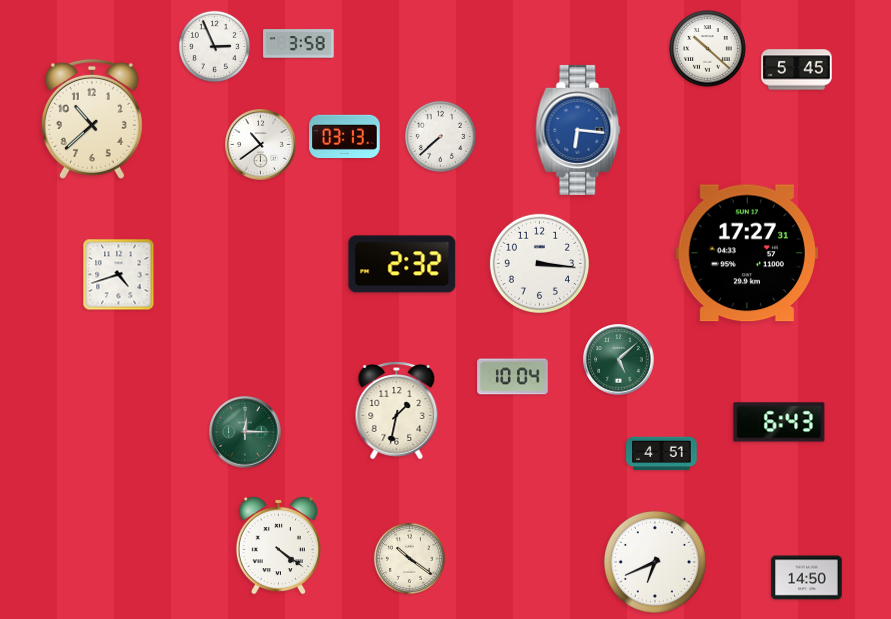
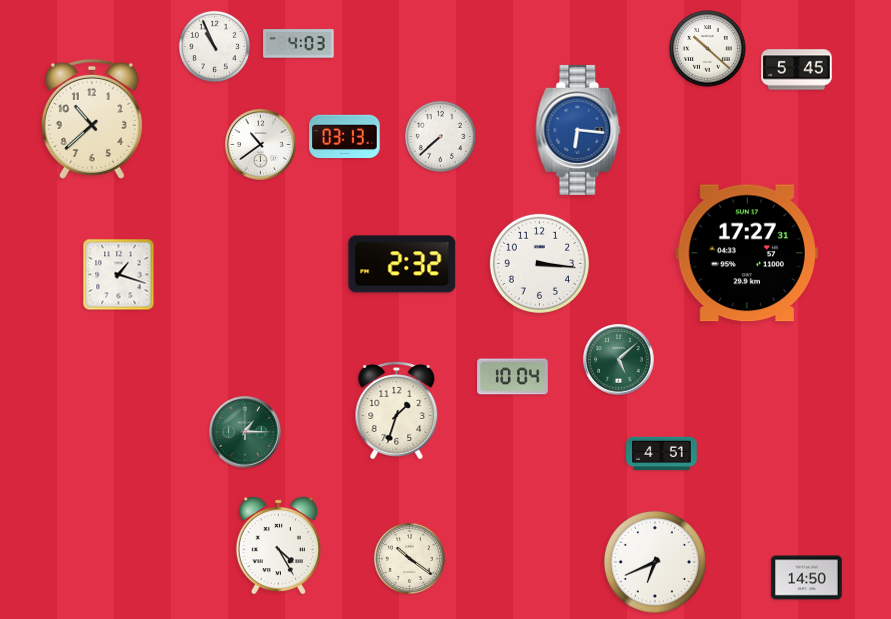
clock at (299, 44): 3:58 -> 4:03
clock at (214, 46): 2:56 -> 10:56
clock at (119, 275): 4:42 -> 1:18
clock at (397, 411): 1:32 -> 1:33
clock at (779, 422): 6:43 -> none
clock at (245, 432): 12:15 -> 1:15
clock at (278, 545): 4:21 -> 4:25
